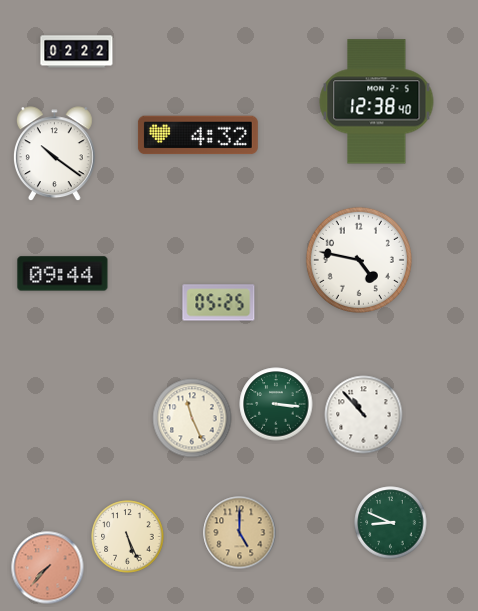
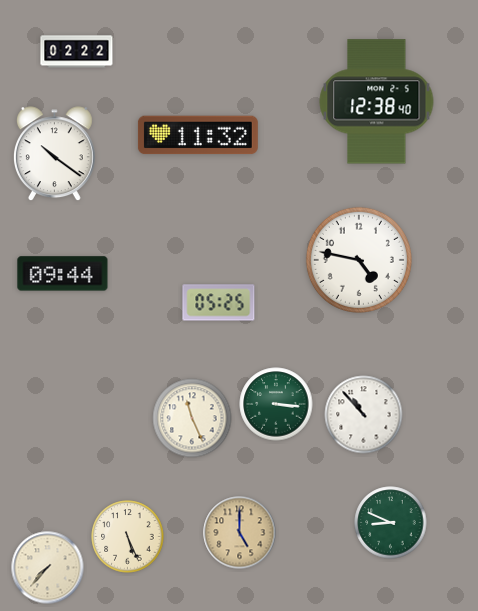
clock at (198, 135): 4:32 -> 11:32
clock at (48, 568) dial: salmon -> cream
